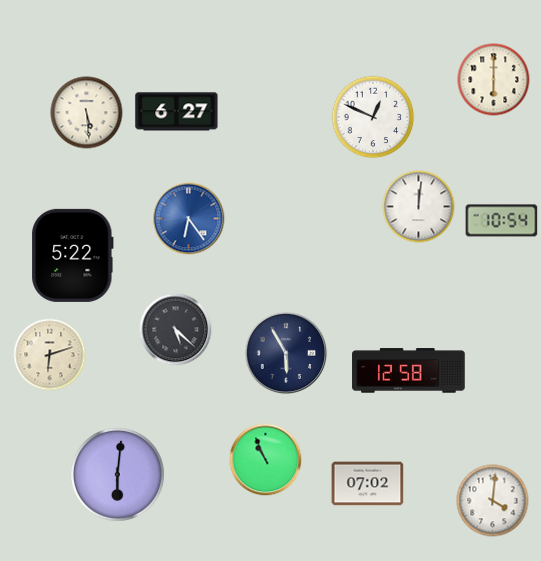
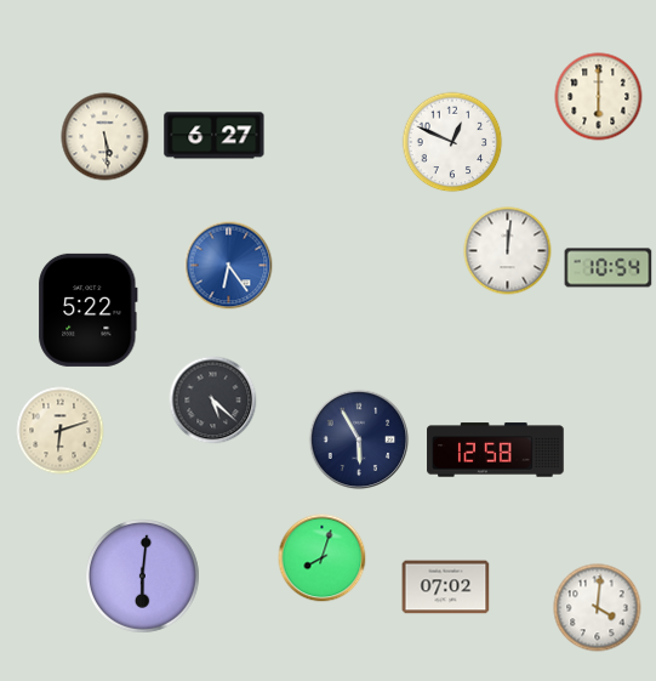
clock at (286, 353) position: (286, 353) -> (359, 439)
clock at (266, 460): 10:56 -> 8:03
